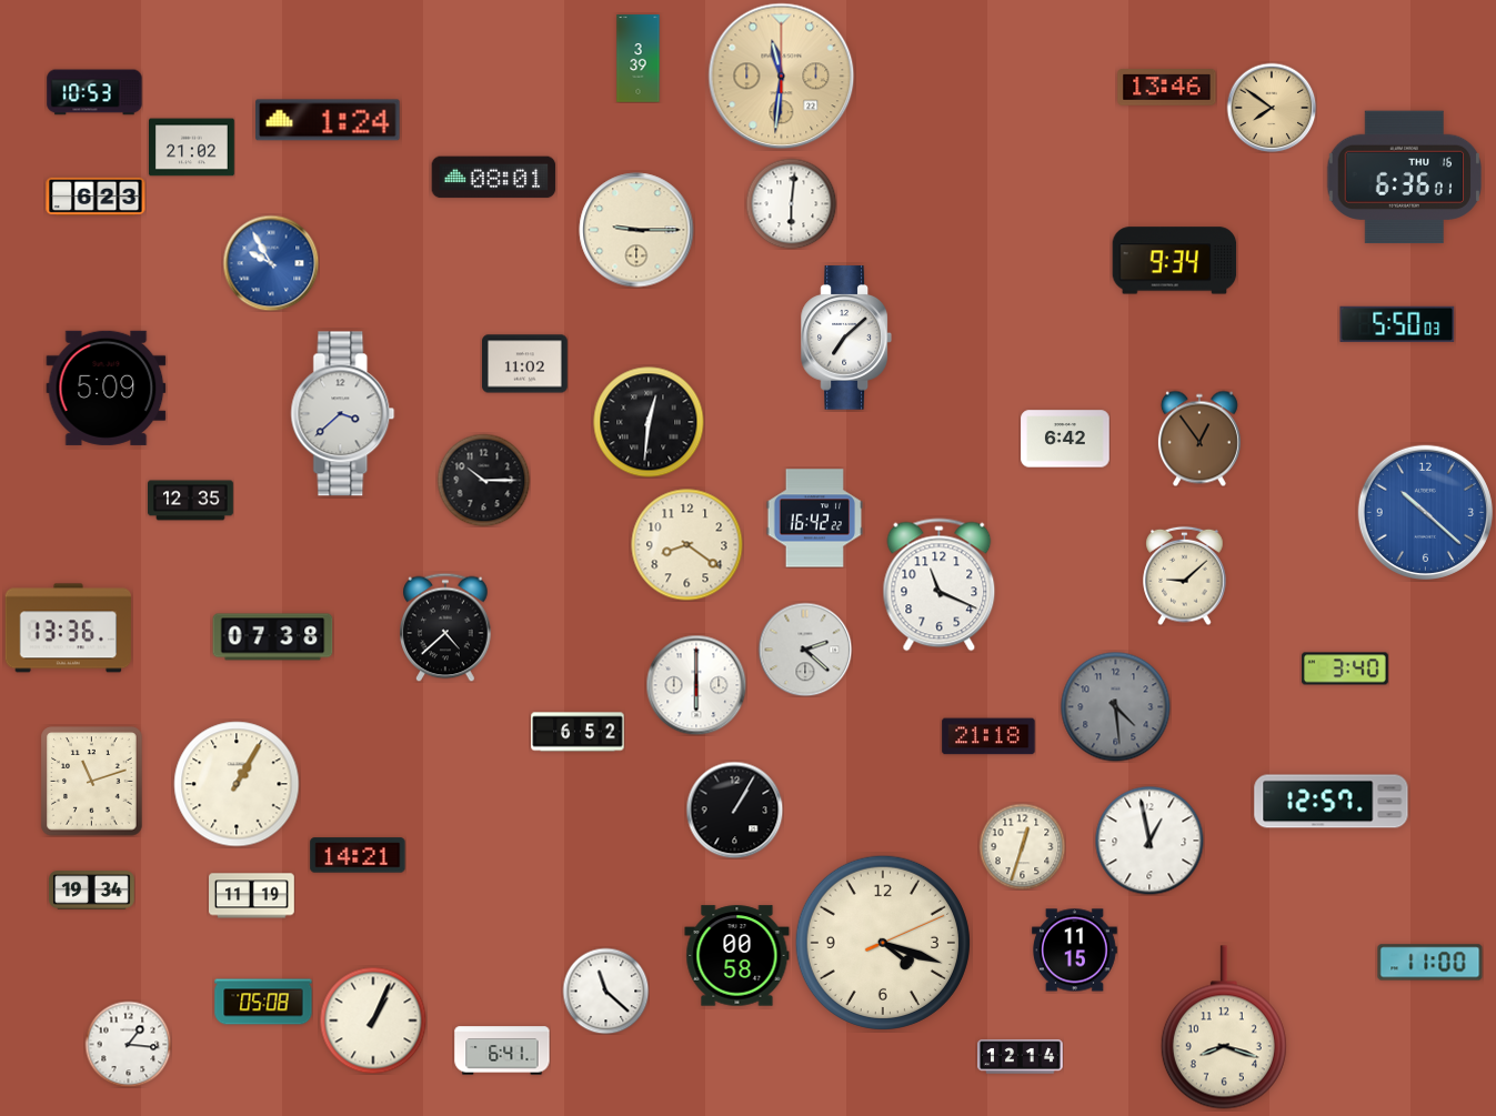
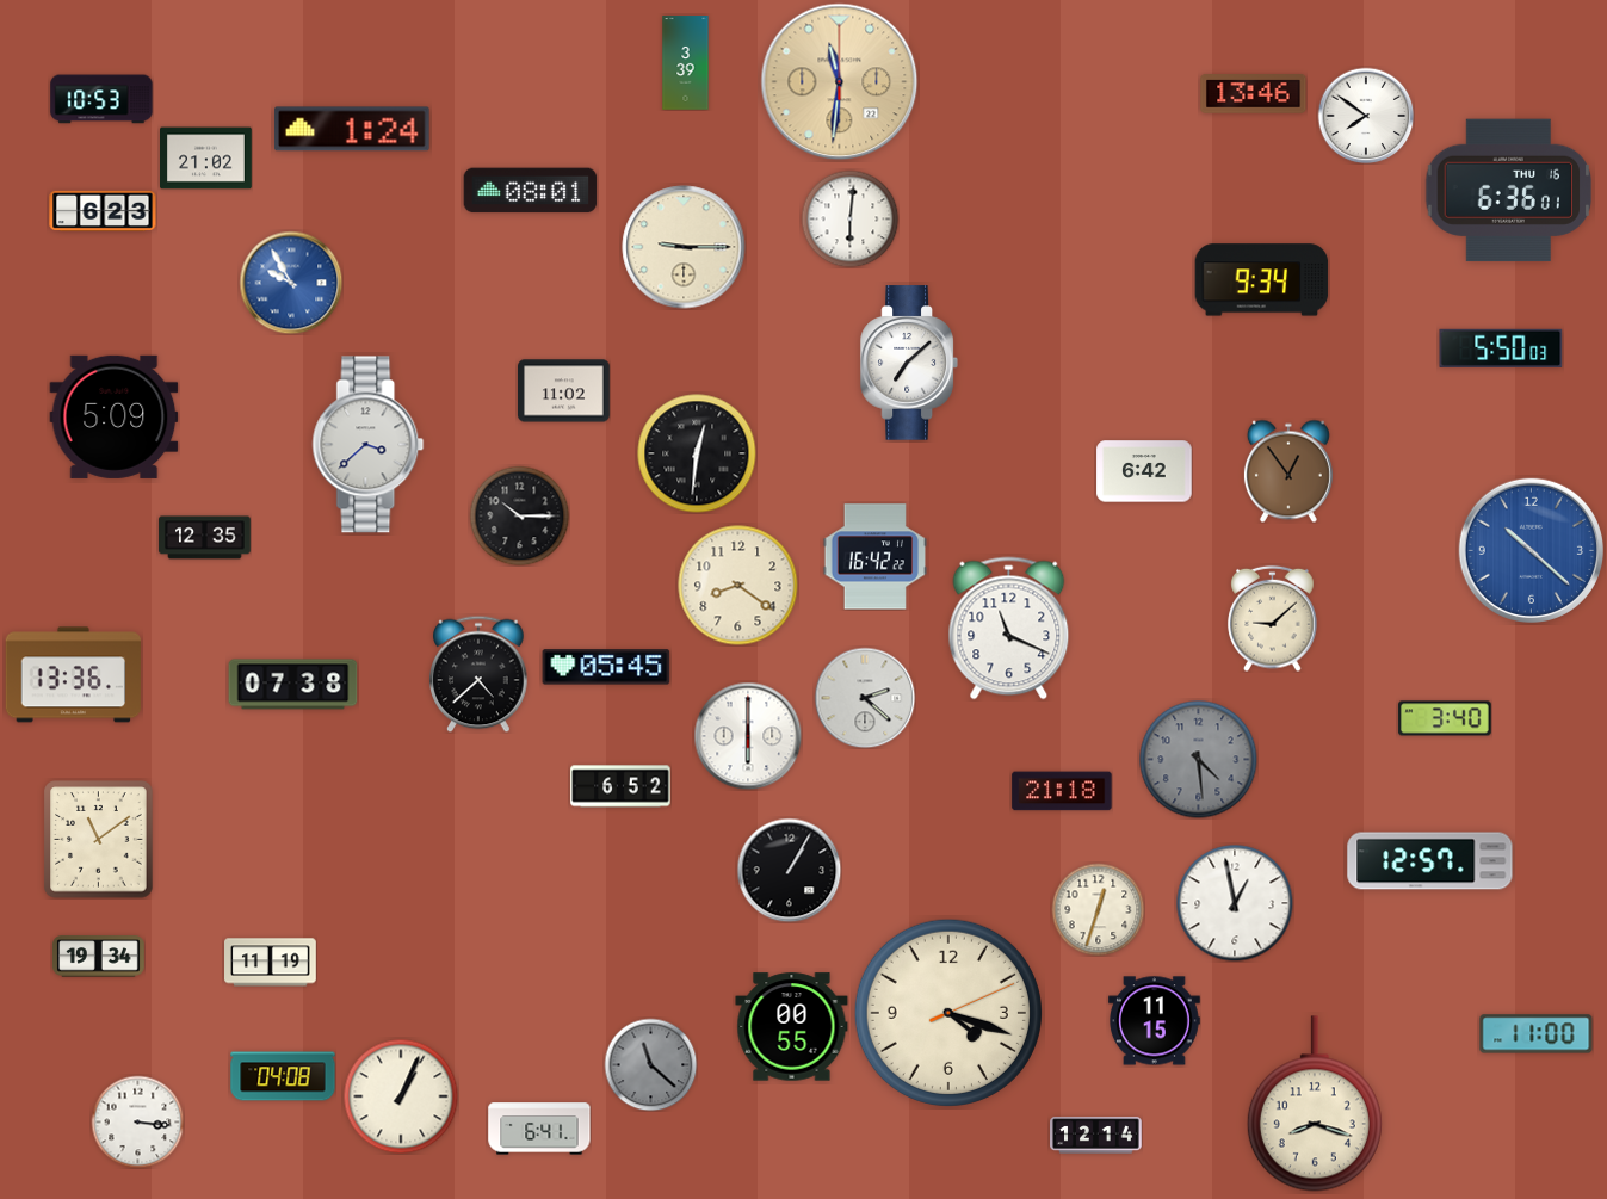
clock at (1272, 108) dial: champagne -> white
clock at (606, 667): none -> 05:45
clock at (92, 782): 11:12 -> 11:09
clock at (237, 784): 1:05 -> none
clock at (358, 855): 14:21 -> none
clock at (737, 956): 00:58 -> 00:55
clock at (605, 991) dial: white -> grey
clock at (263, 1002): 05:08 -> 04:08
clock at (128, 1044): 1:16 -> 3:16
